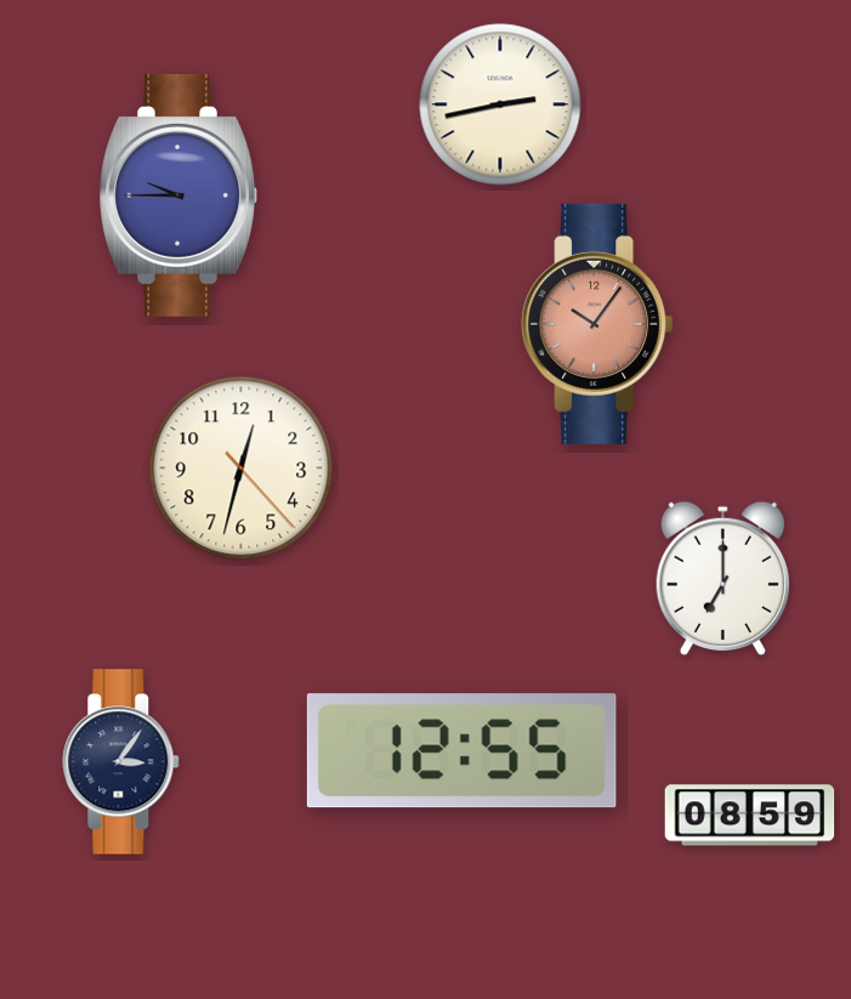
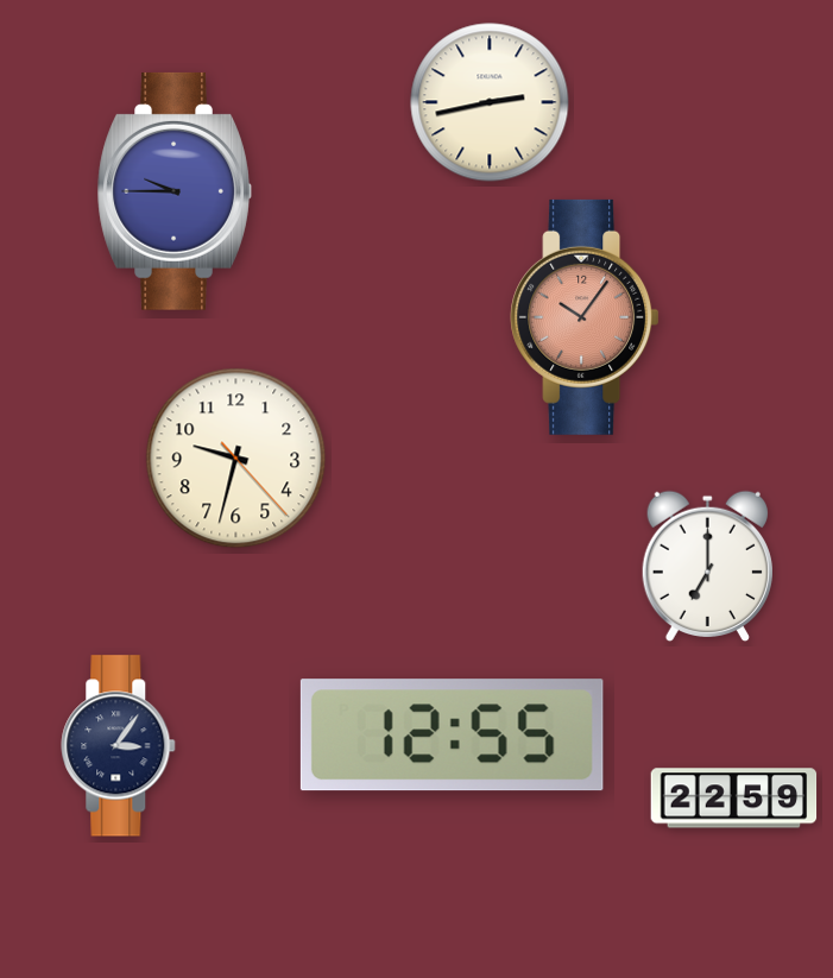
clock at (242, 469): 12:32 -> 9:32
clock at (750, 816): 08:59 -> 22:59
